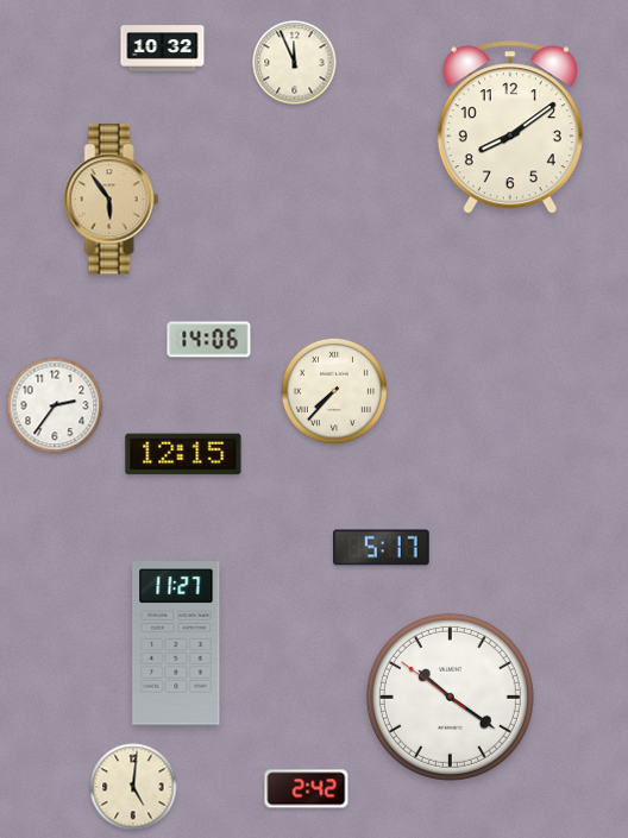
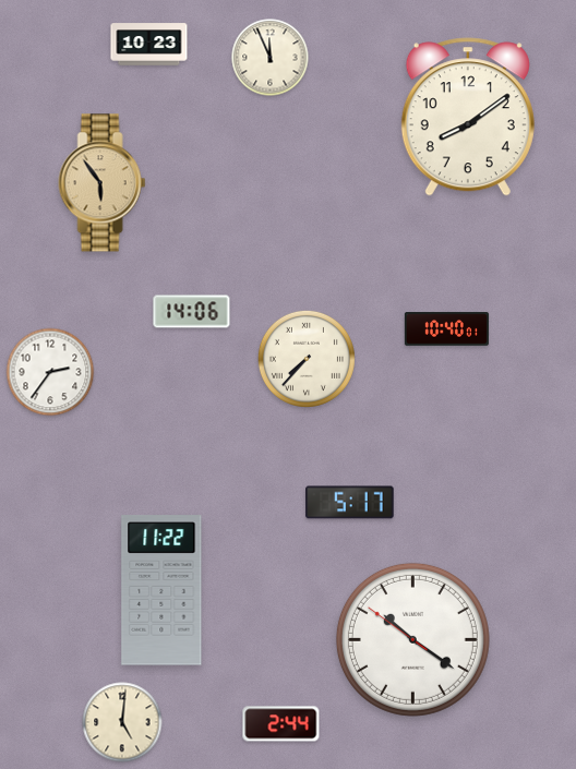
clock at (163, 49): 10:32 -> 10:23
clock at (446, 329): none -> 10:40
clock at (183, 454): 12:15 -> none
clock at (176, 643): 11:27 -> 11:22
clock at (307, 789): 2:42 -> 2:44
